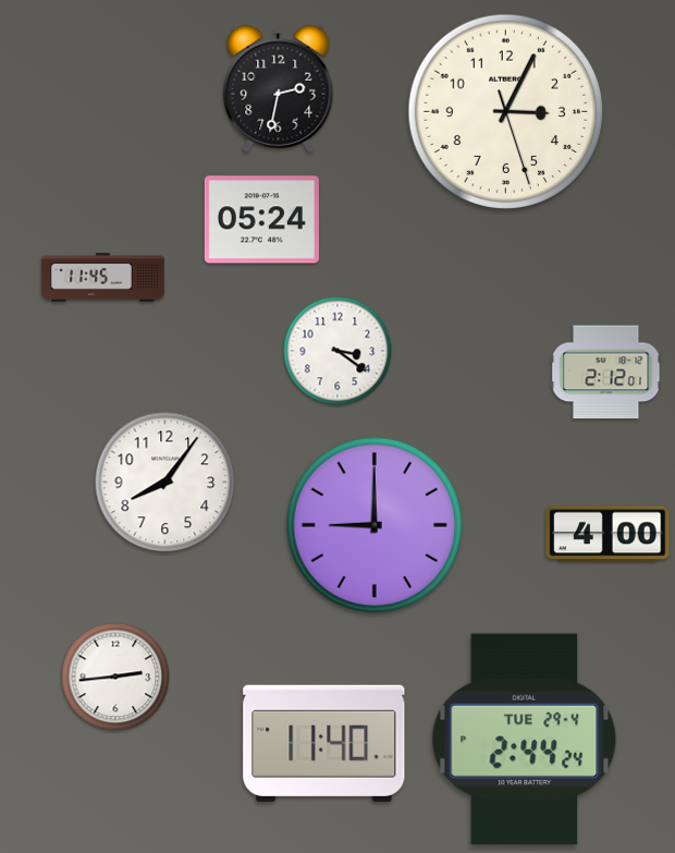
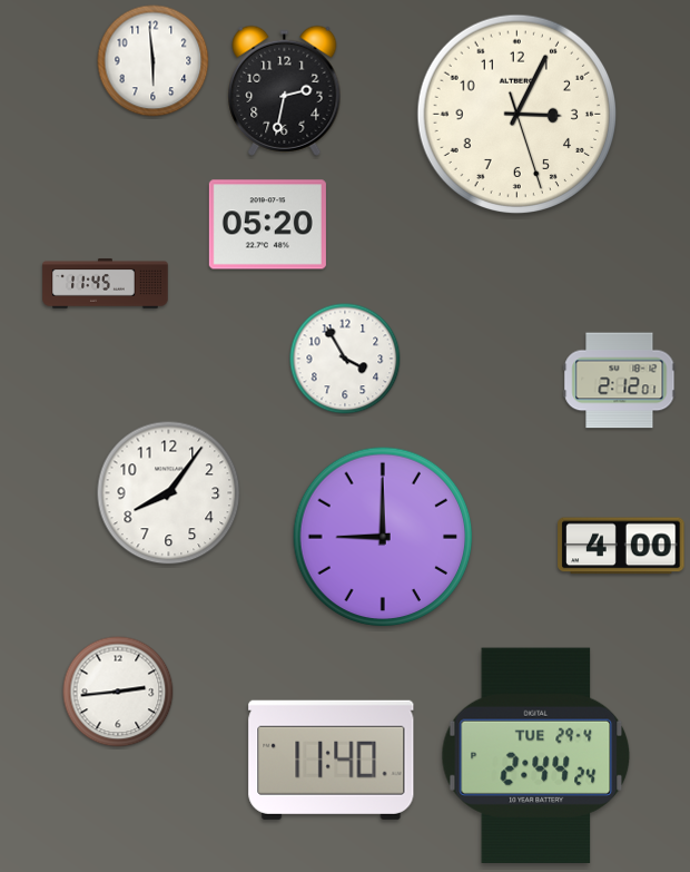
clock at (154, 61): none -> 5:59
clock at (261, 220): 05:24 -> 05:20
clock at (337, 351): 3:21 -> 3:55
